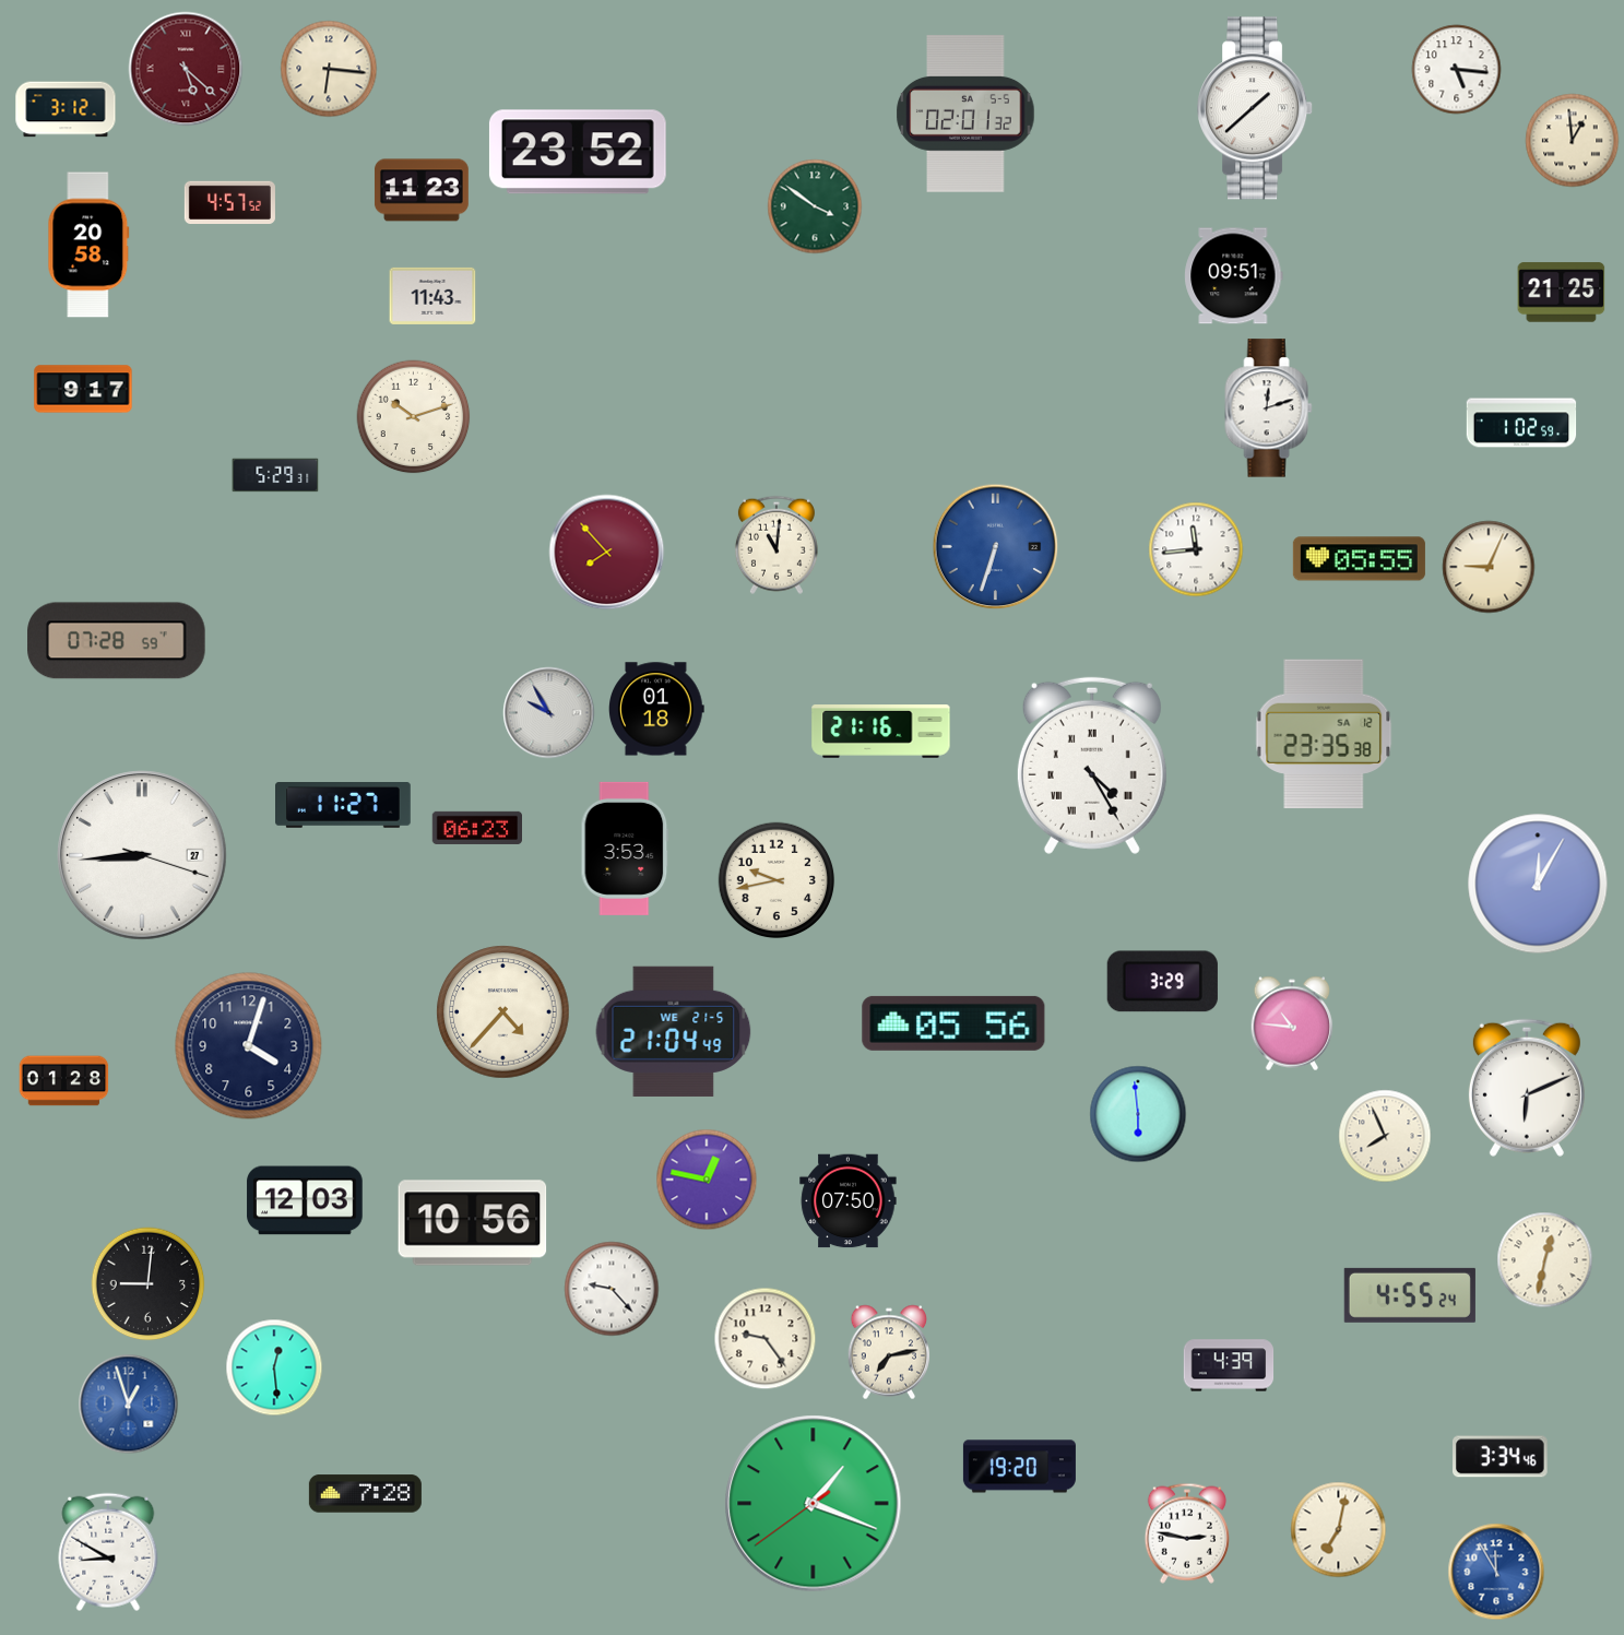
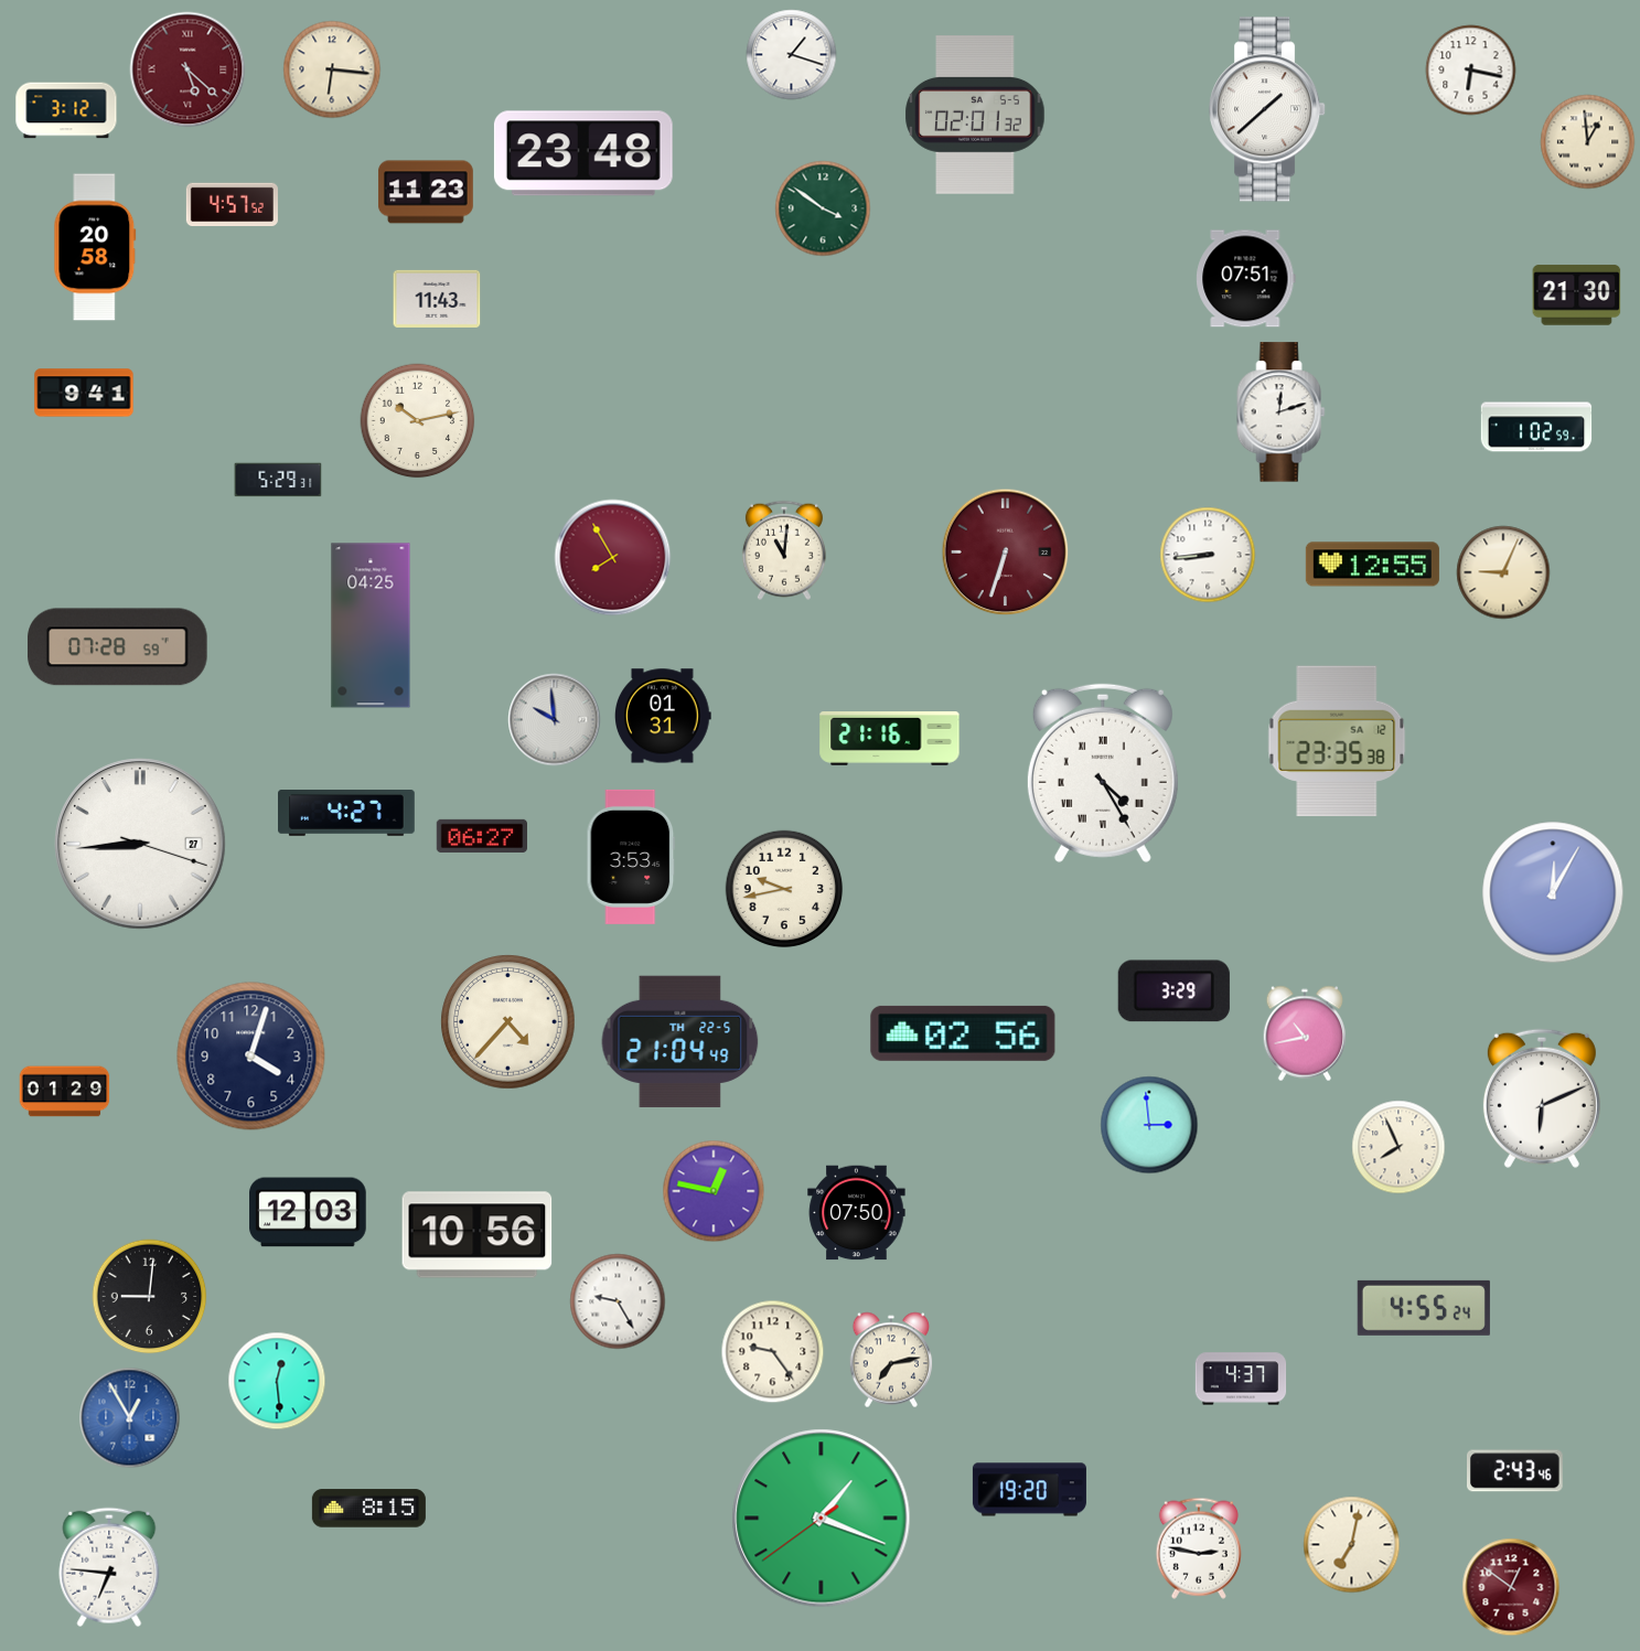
clock at (792, 55): none -> 1:18
clock at (1457, 70): 5:16 -> 6:17
clock at (578, 152): 23:52 -> 23:48
clock at (88, 245) position: (88, 245) -> (95, 247)
clock at (1234, 276): 09:51 -> 07:51
clock at (1562, 293): 21:25 -> 21:30
clock at (83, 389): 9:17 -> 9:41
clock at (414, 417): 10:12 -> 10:13
clock at (996, 547) dial: blue -> burgundy
clock at (1196, 549): 11:44 -> 8:44
clock at (607, 553): 7:53 -> 7:55
clock at (1359, 559): 05:55 -> 12:55
clock at (371, 625): none -> 04:25
clock at (657, 709): 01:18 -> 01:31
clock at (549, 713): 9:55 -> 9:59
clock at (344, 805): 11:27 -> 4:27
clock at (476, 828): 06:23 -> 06:27
clock at (142, 855) position: (142, 855) -> (140, 844)
clock at (953, 1023): 05:56 -> 02:56
clock at (1292, 1023): 10:46 -> 10:43
clock at (674, 1031) date: WE 21-5 -> TH 22-5
clock at (64, 1081): 01:28 -> 01:29
clock at (1138, 1114): 5:59 -> 2:59
clock at (1545, 1260): 12:32 -> none
clock at (612, 1289): 9:23 -> 9:25
clock at (889, 1352) position: (889, 1352) -> (891, 1360)
clock at (1229, 1365): 4:39 -> 4:37
clock at (129, 1405): 12:57 -> 12:55
clock at (1501, 1457): 3:34 -> 2:43
clock at (1019, 1467) position: (1019, 1467) -> (1029, 1490)
clock at (365, 1494): 7:28 -> 8:15
clock at (108, 1552): 8:50 -> 6:46
clock at (1496, 1572): 11:55 -> 12:51
clock at (1496, 1572) dial: blue -> burgundy
